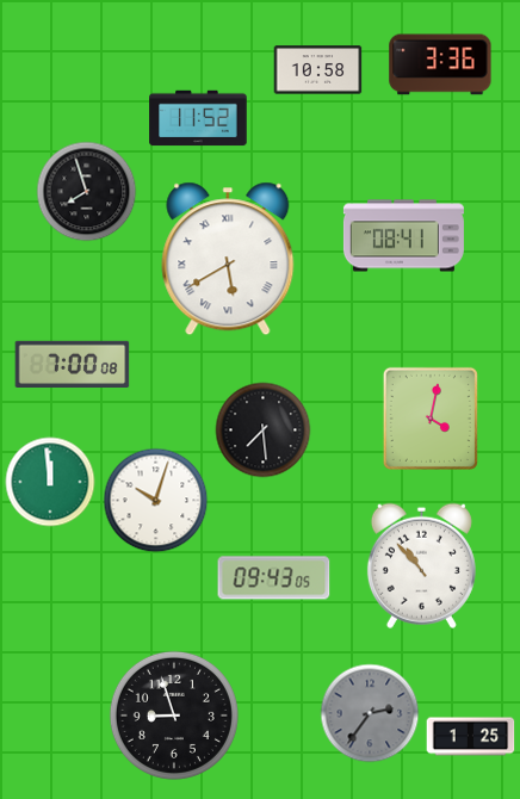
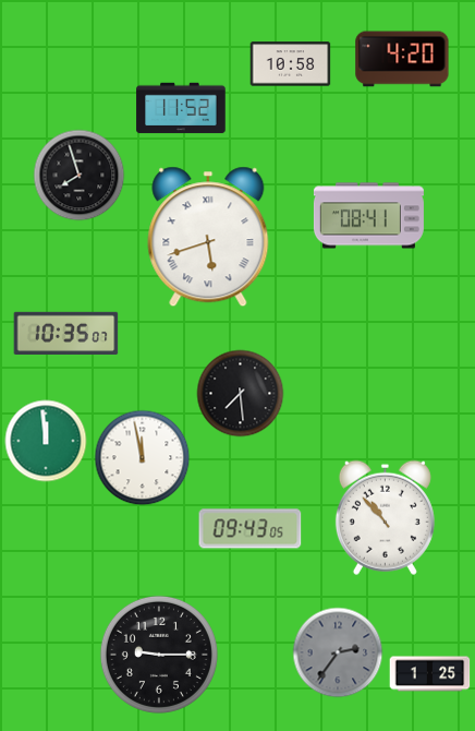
clock at (440, 64): 3:36 -> 4:20
clock at (228, 259): 5:40 -> 5:42
clock at (73, 364): 7:00 -> 10:35
clock at (431, 419): 4:02 -> none
clock at (156, 501): 10:03 -> 11:58
clock at (174, 716): 8:57 -> 9:15
